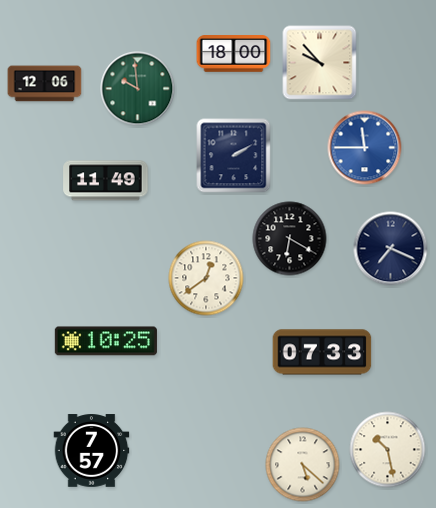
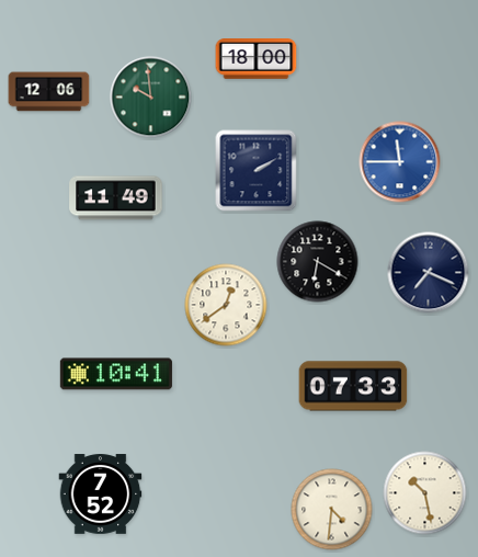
clock at (320, 63): 9:53 -> none
clock at (106, 341): 10:25 -> 10:41
clock at (92, 451): 7:57 -> 7:52
clock at (303, 465): 5:22 -> 4:31
